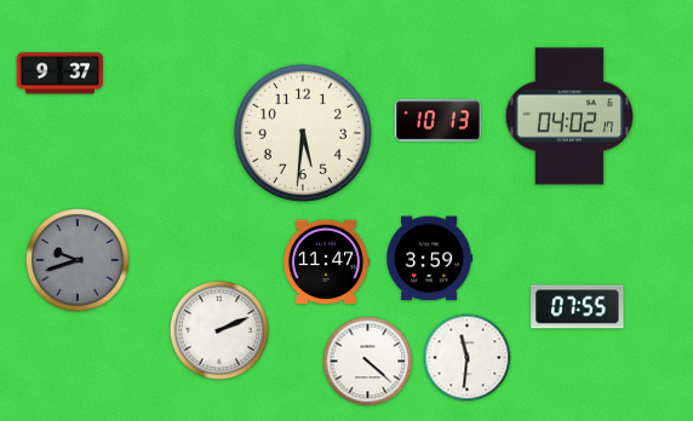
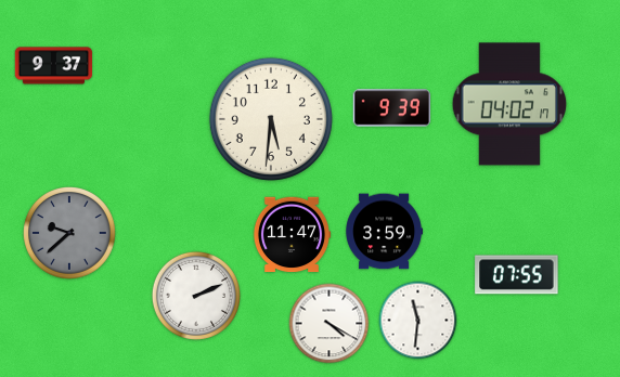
clock at (437, 121): 10:13 -> 9:39
clock at (79, 261): 9:42 -> 9:38
clock at (368, 362): 4:22 -> 4:20
